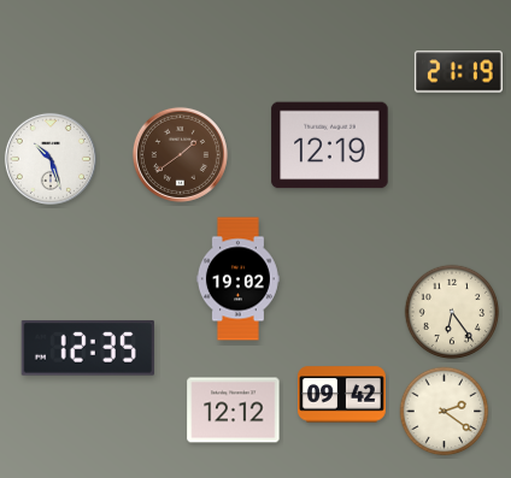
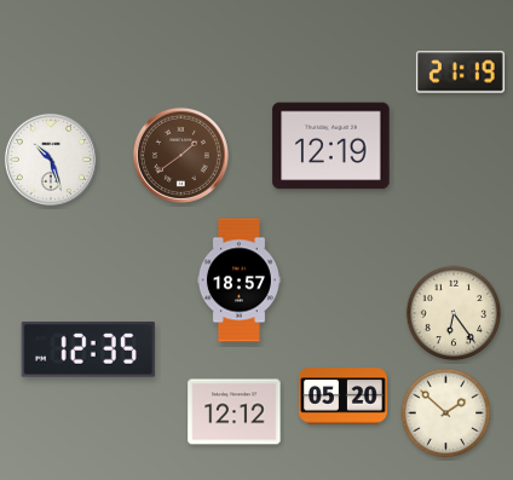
clock at (237, 279): 19:02 -> 18:57
clock at (341, 395): 09:42 -> 05:20
clock at (445, 412): 2:21 -> 1:52
